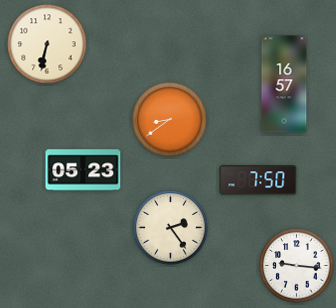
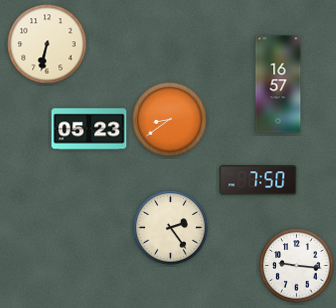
clock at (284, 84) position: (284, 84) -> (278, 84)
clock at (83, 170) position: (83, 170) -> (89, 129)
